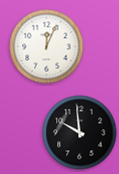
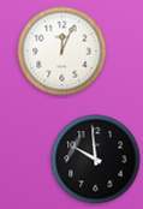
clock at (47, 47) position: (47, 47) -> (62, 52)
